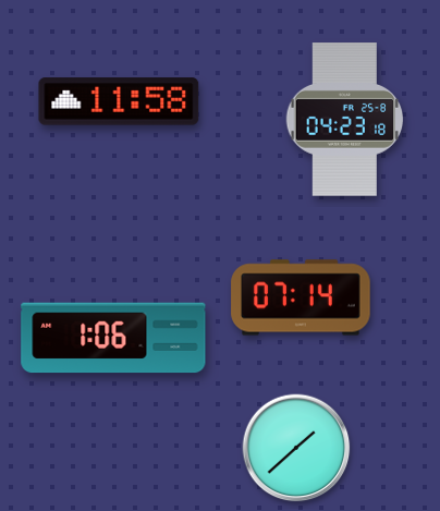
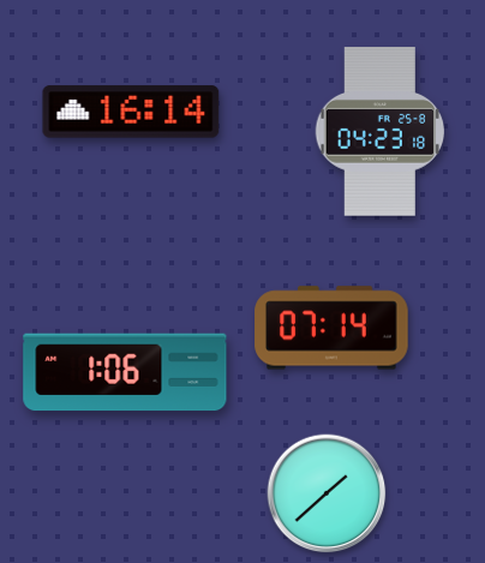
clock at (119, 101): 11:58 -> 16:14
